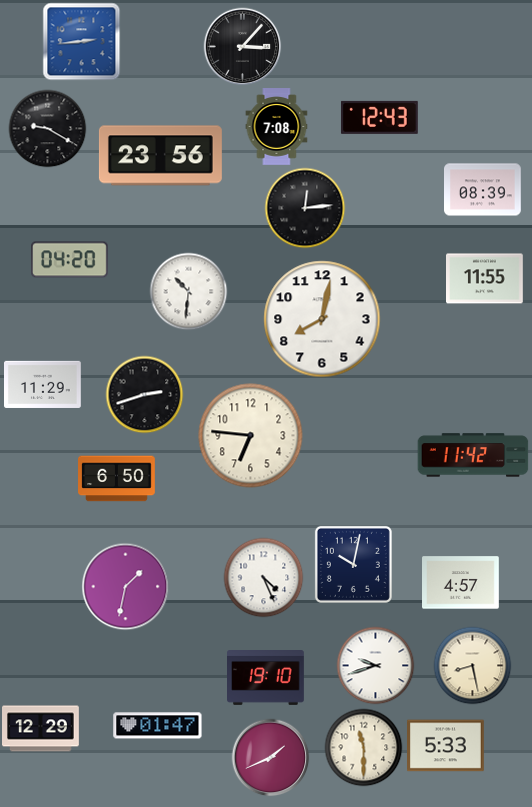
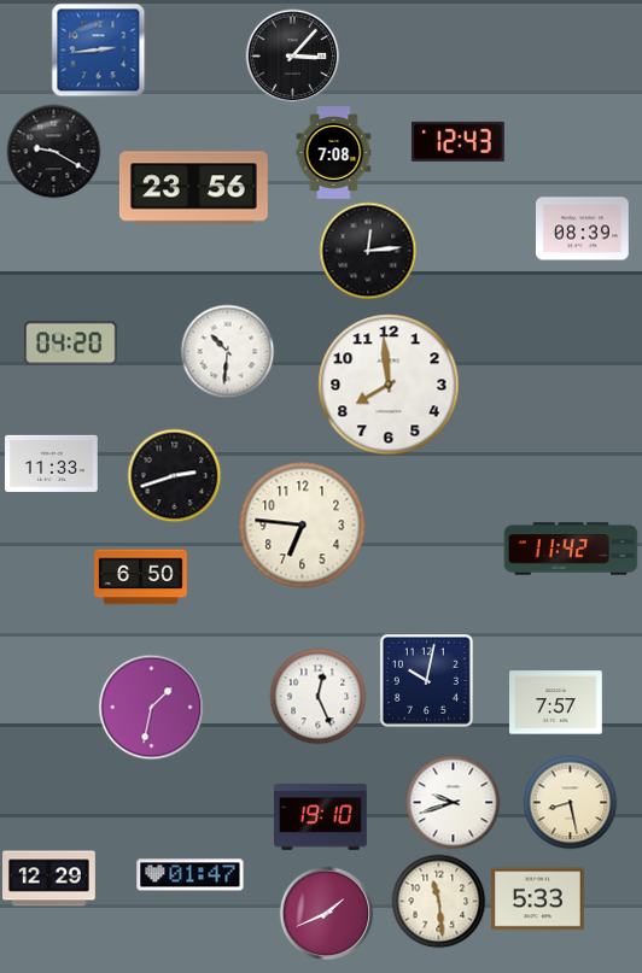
clock at (47, 128) position: (47, 128) -> (53, 151)
clock at (70, 260) position: (70, 260) -> (71, 344)
clock at (485, 279): 11:55 -> none
clock at (322, 319): 8:02 -> 7:59
clock at (43, 384): 11:29 -> 11:33
clock at (263, 577): 4:26 -> 12:26
clock at (461, 583): 4:57 -> 7:57
clock at (363, 747): 11:30 -> 11:29
